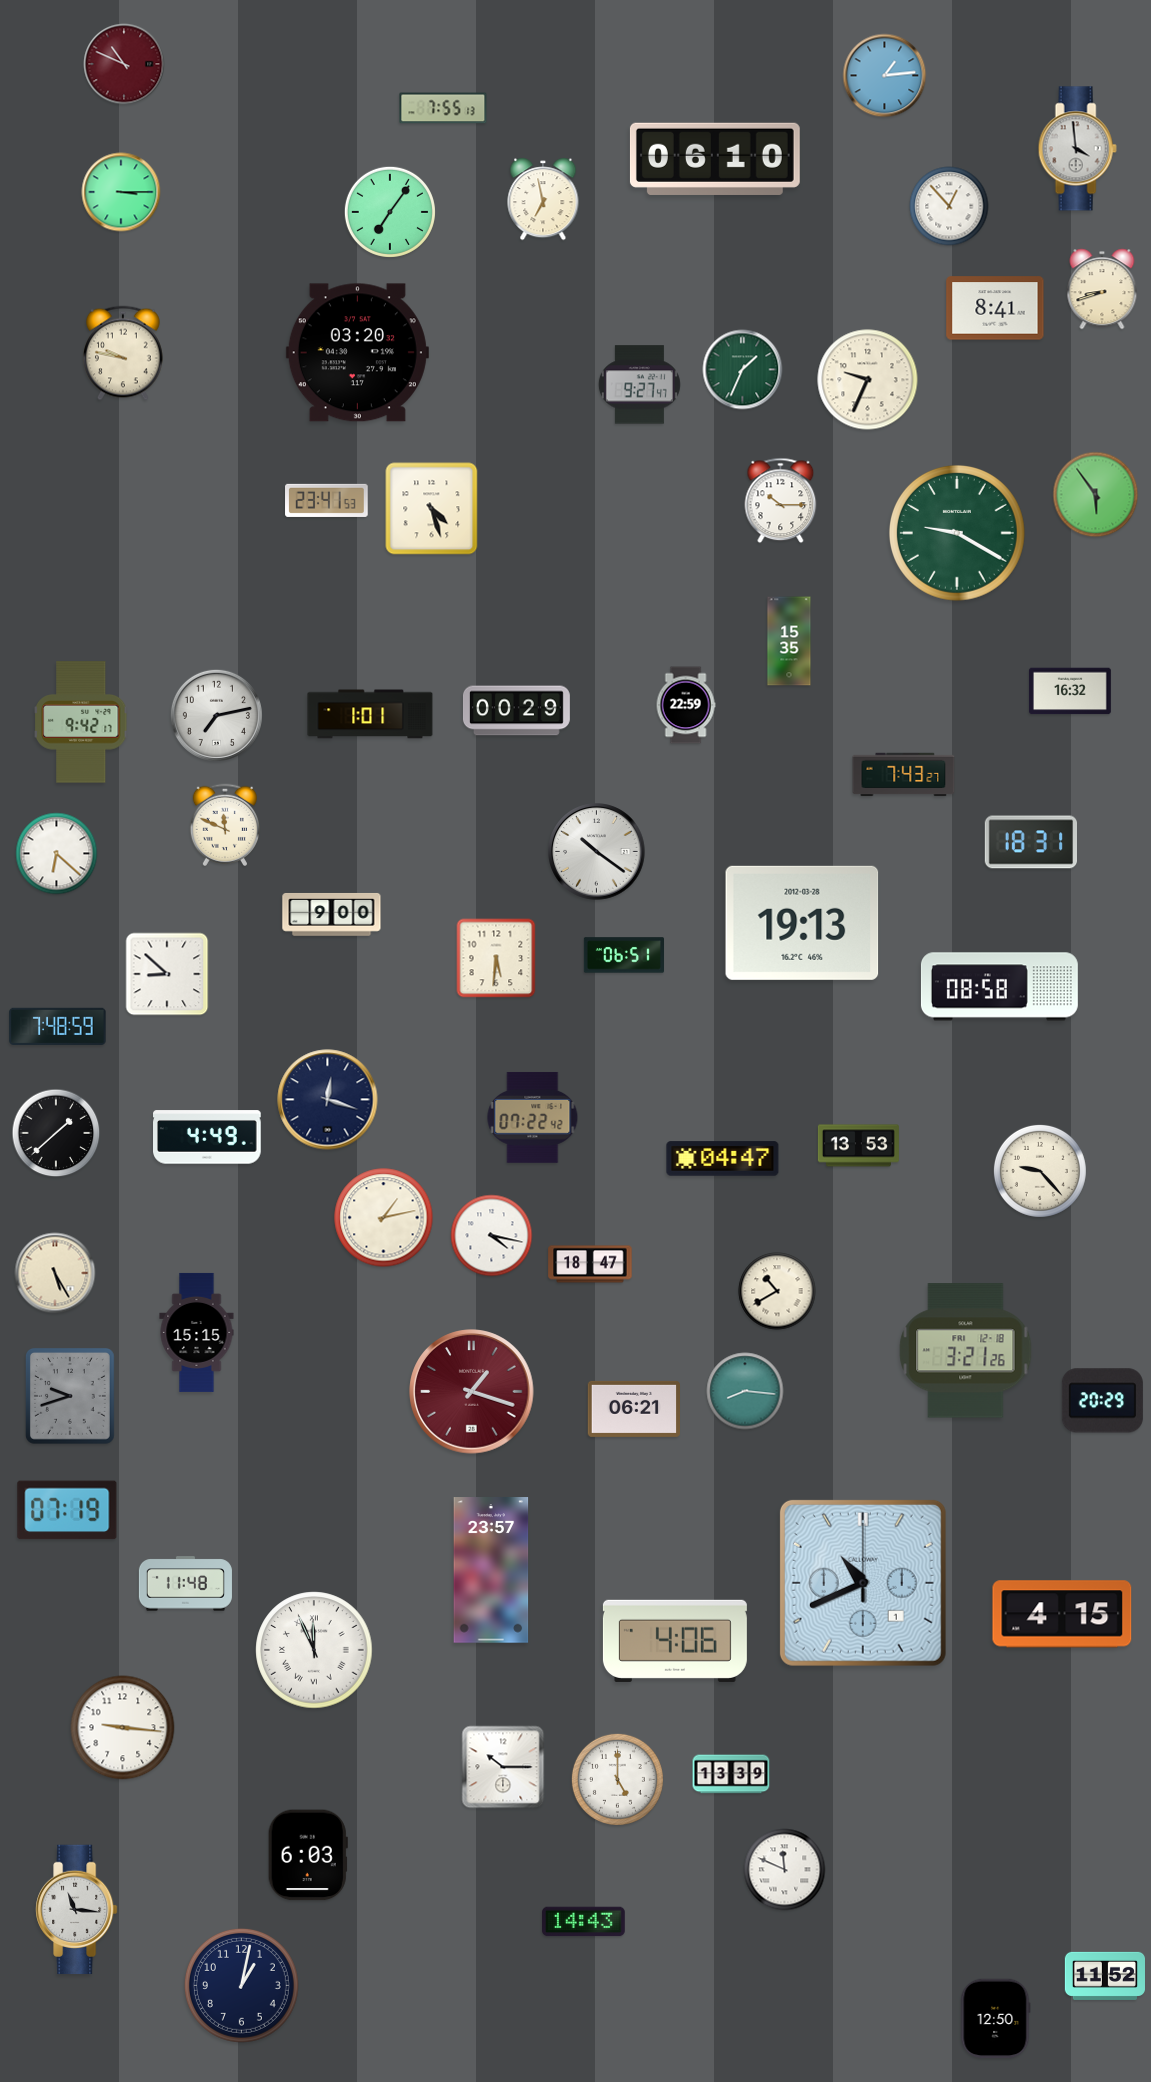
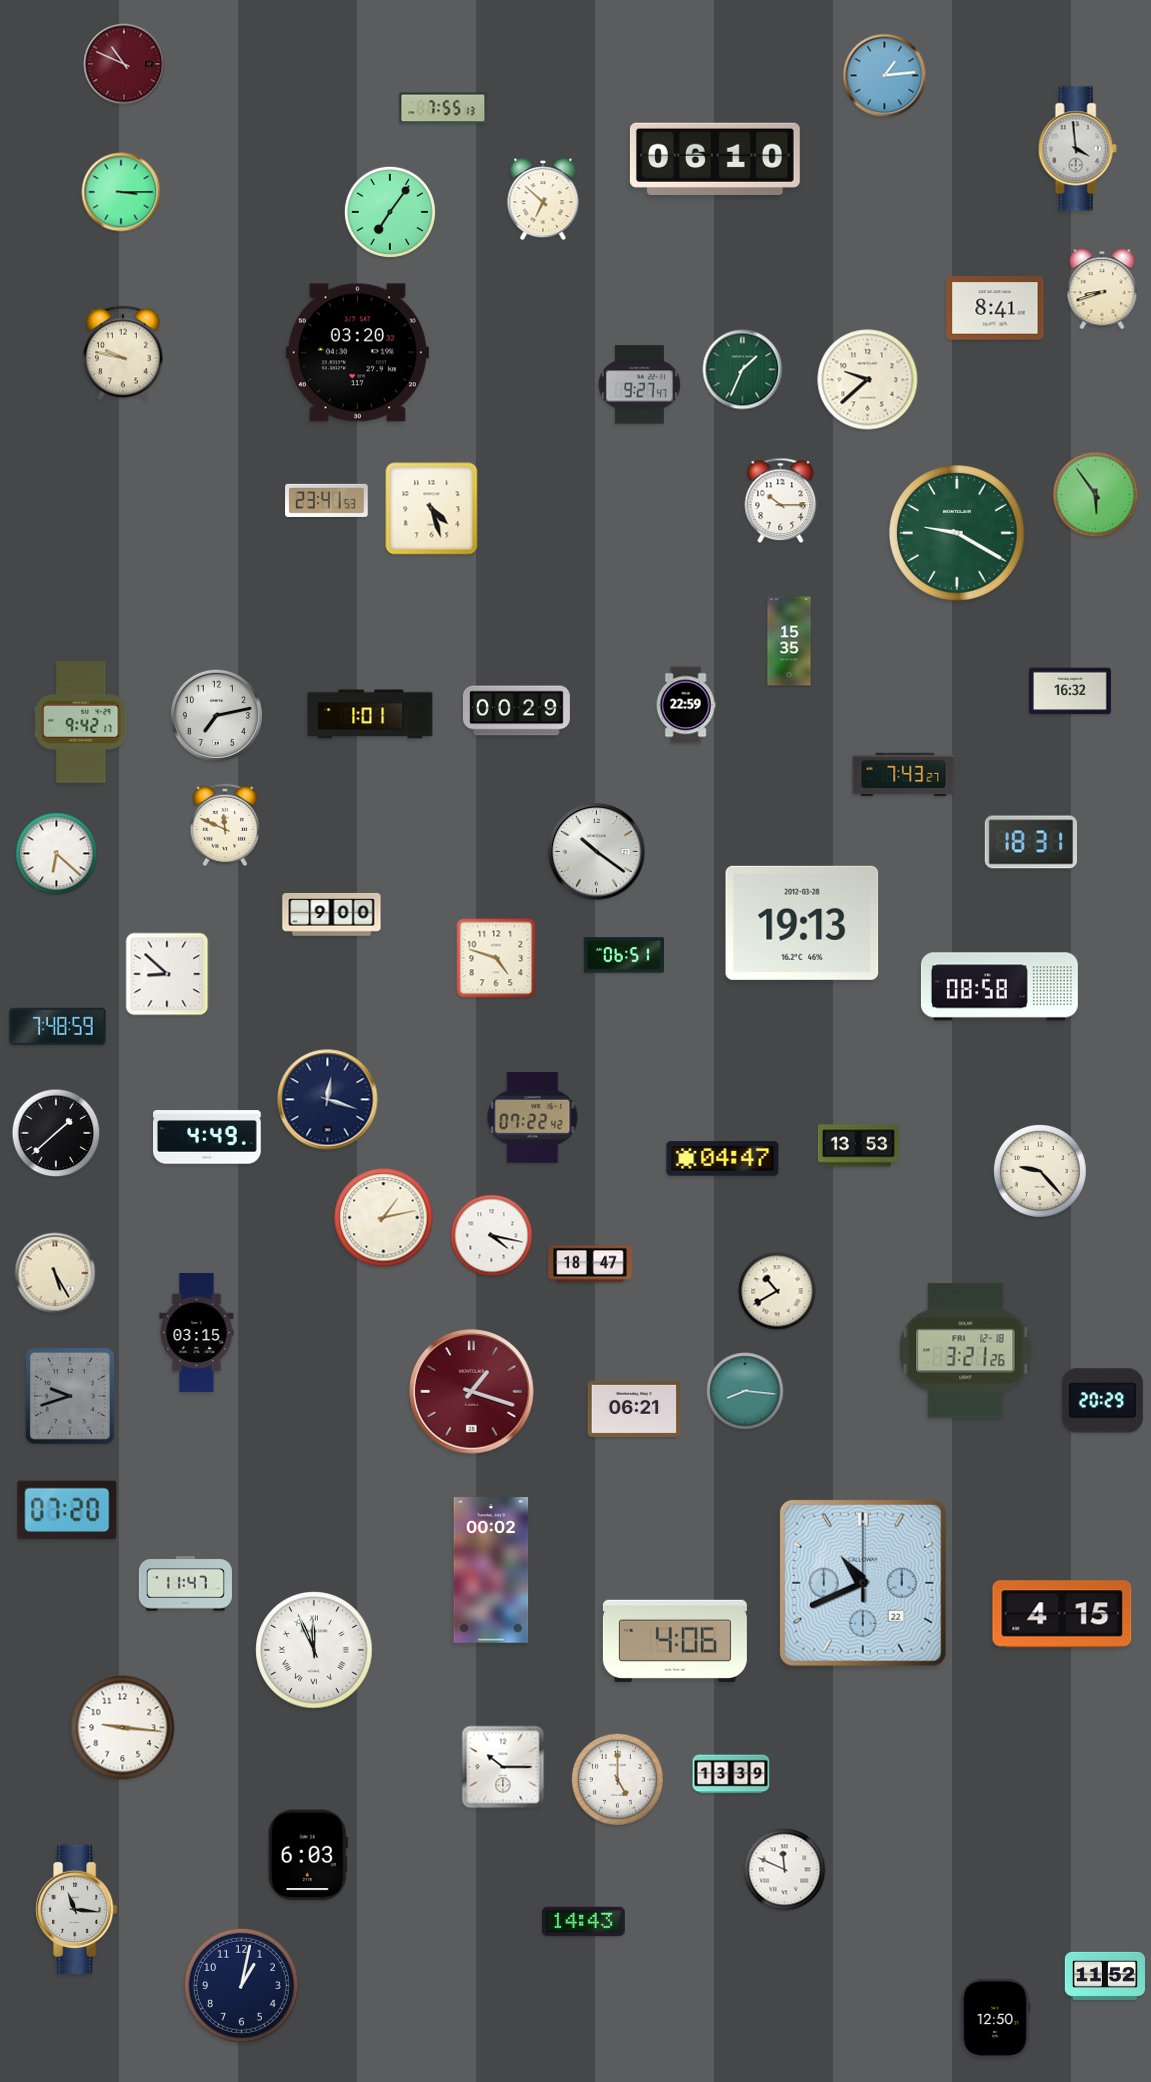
clock at (543, 199): 6:58 -> 6:52
clock at (949, 206): 12:53 -> none
clock at (868, 380): 9:34 -> 9:38
clock at (496, 958): 5:31 -> 4:48
clock at (197, 1332): 15:15 -> 03:15
clock at (67, 1510): 07:19 -> 07:20
clock at (491, 1570): 23:57 -> 00:02
clock at (863, 1583) date: 1 -> 22
clock at (185, 1584): 11:48 -> 11:47
